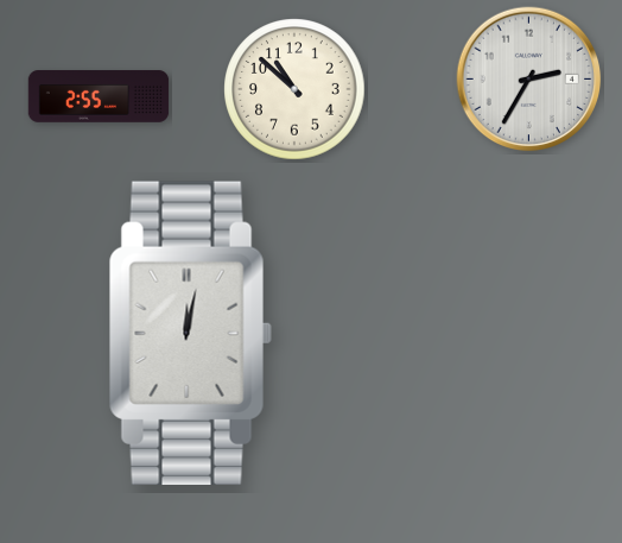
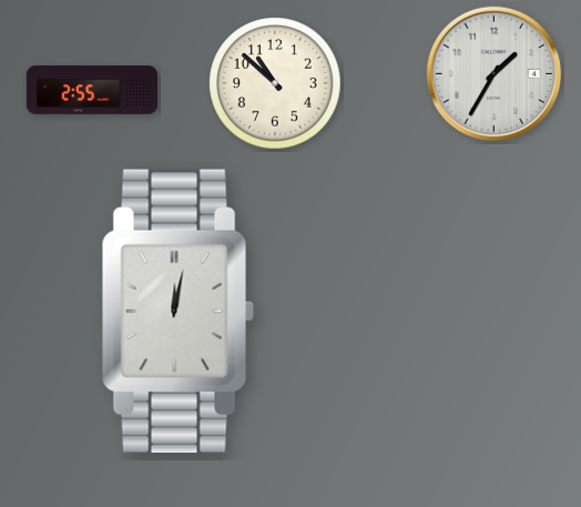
clock at (529, 80): 2:35 -> 1:35
